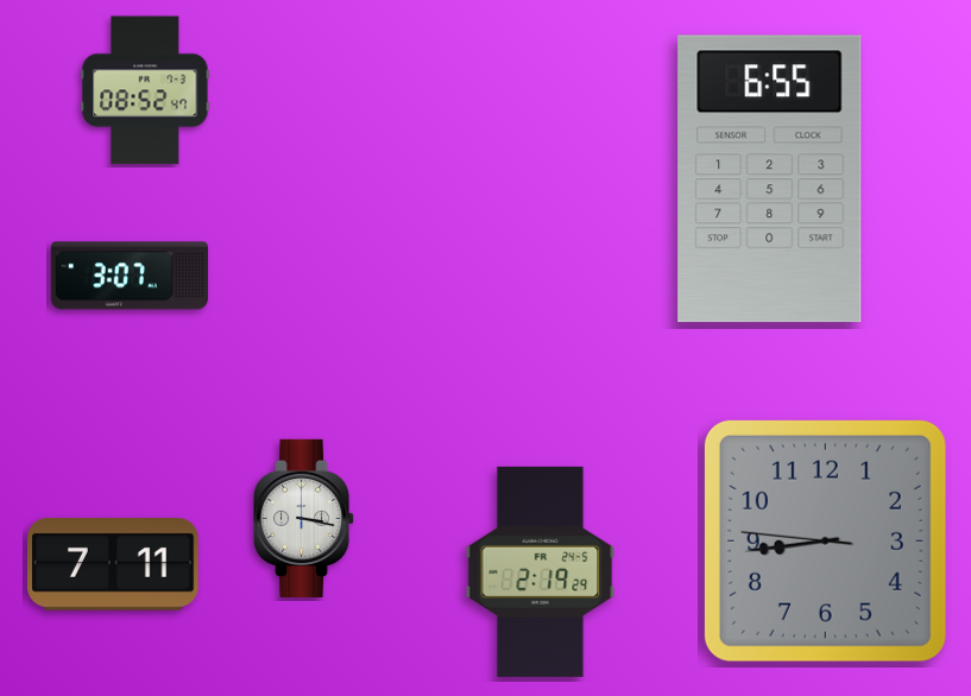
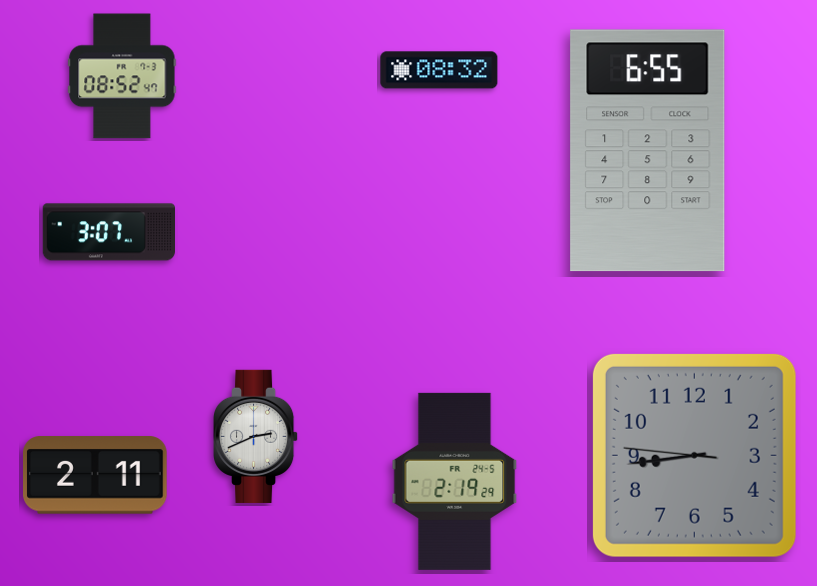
clock at (439, 70): none -> 08:32
clock at (304, 518): 3:17 -> 2:41
clock at (114, 564): 7:11 -> 2:11
